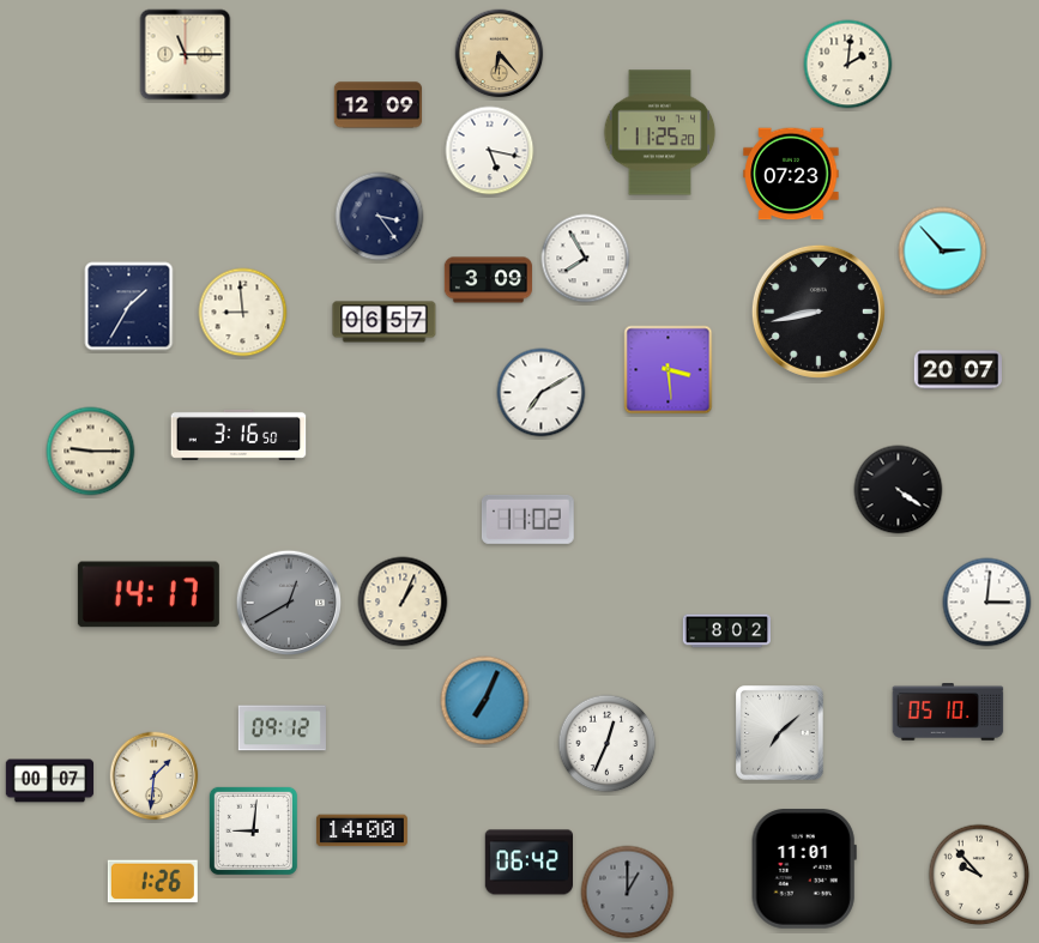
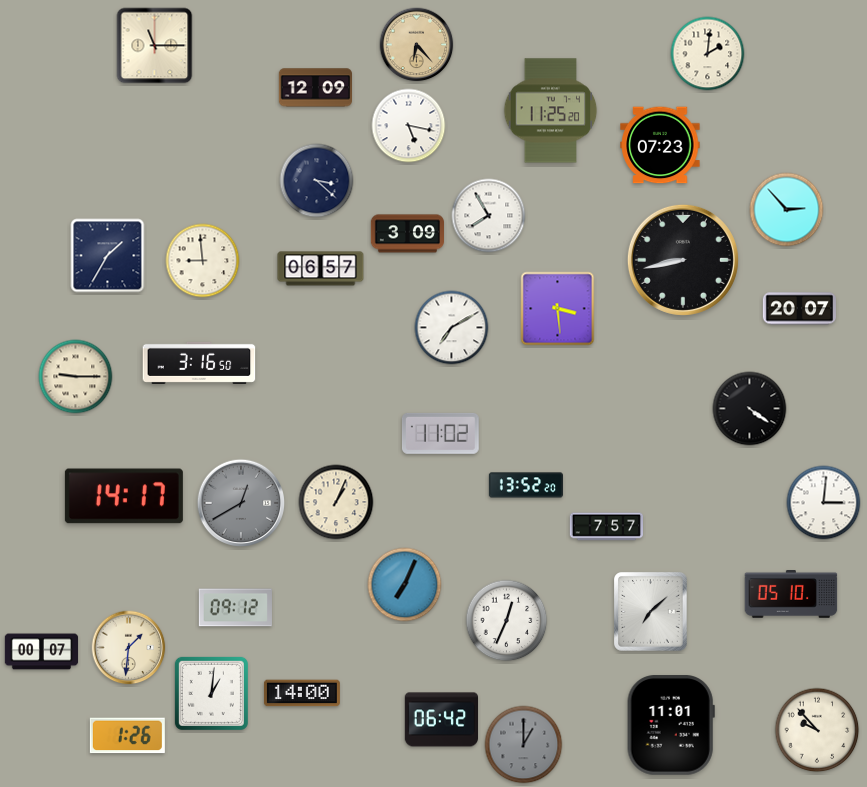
clock at (380, 217): 3:24 -> 3:22
clock at (526, 485): none -> 13:52
clock at (726, 631): 8:02 -> 7:57
clock at (253, 830): 9:01 -> 1:01
